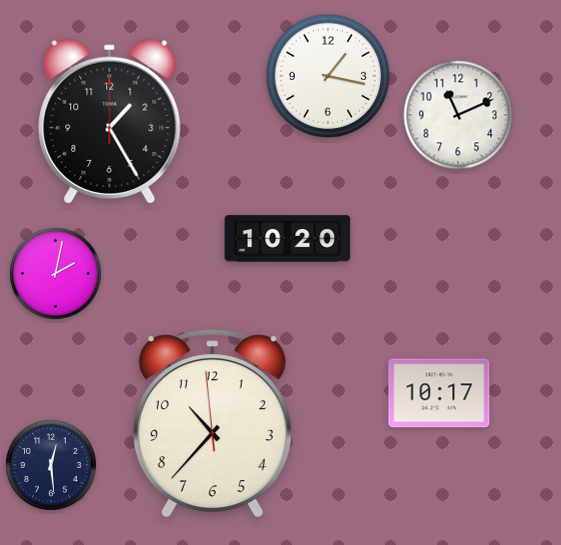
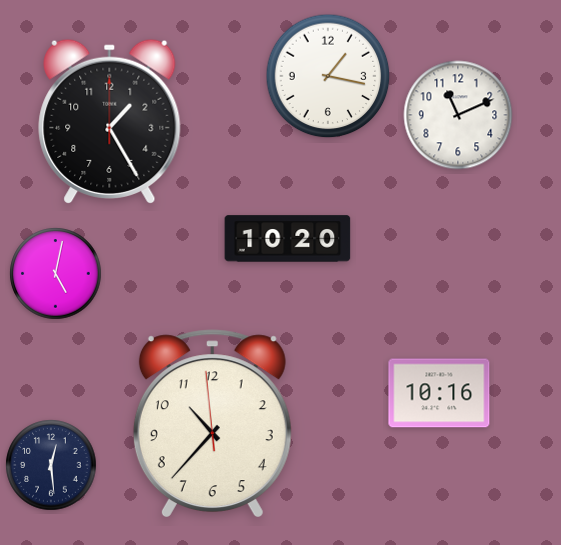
clock at (56, 274): 2:02 -> 5:02
clock at (439, 393): 10:17 -> 10:16
